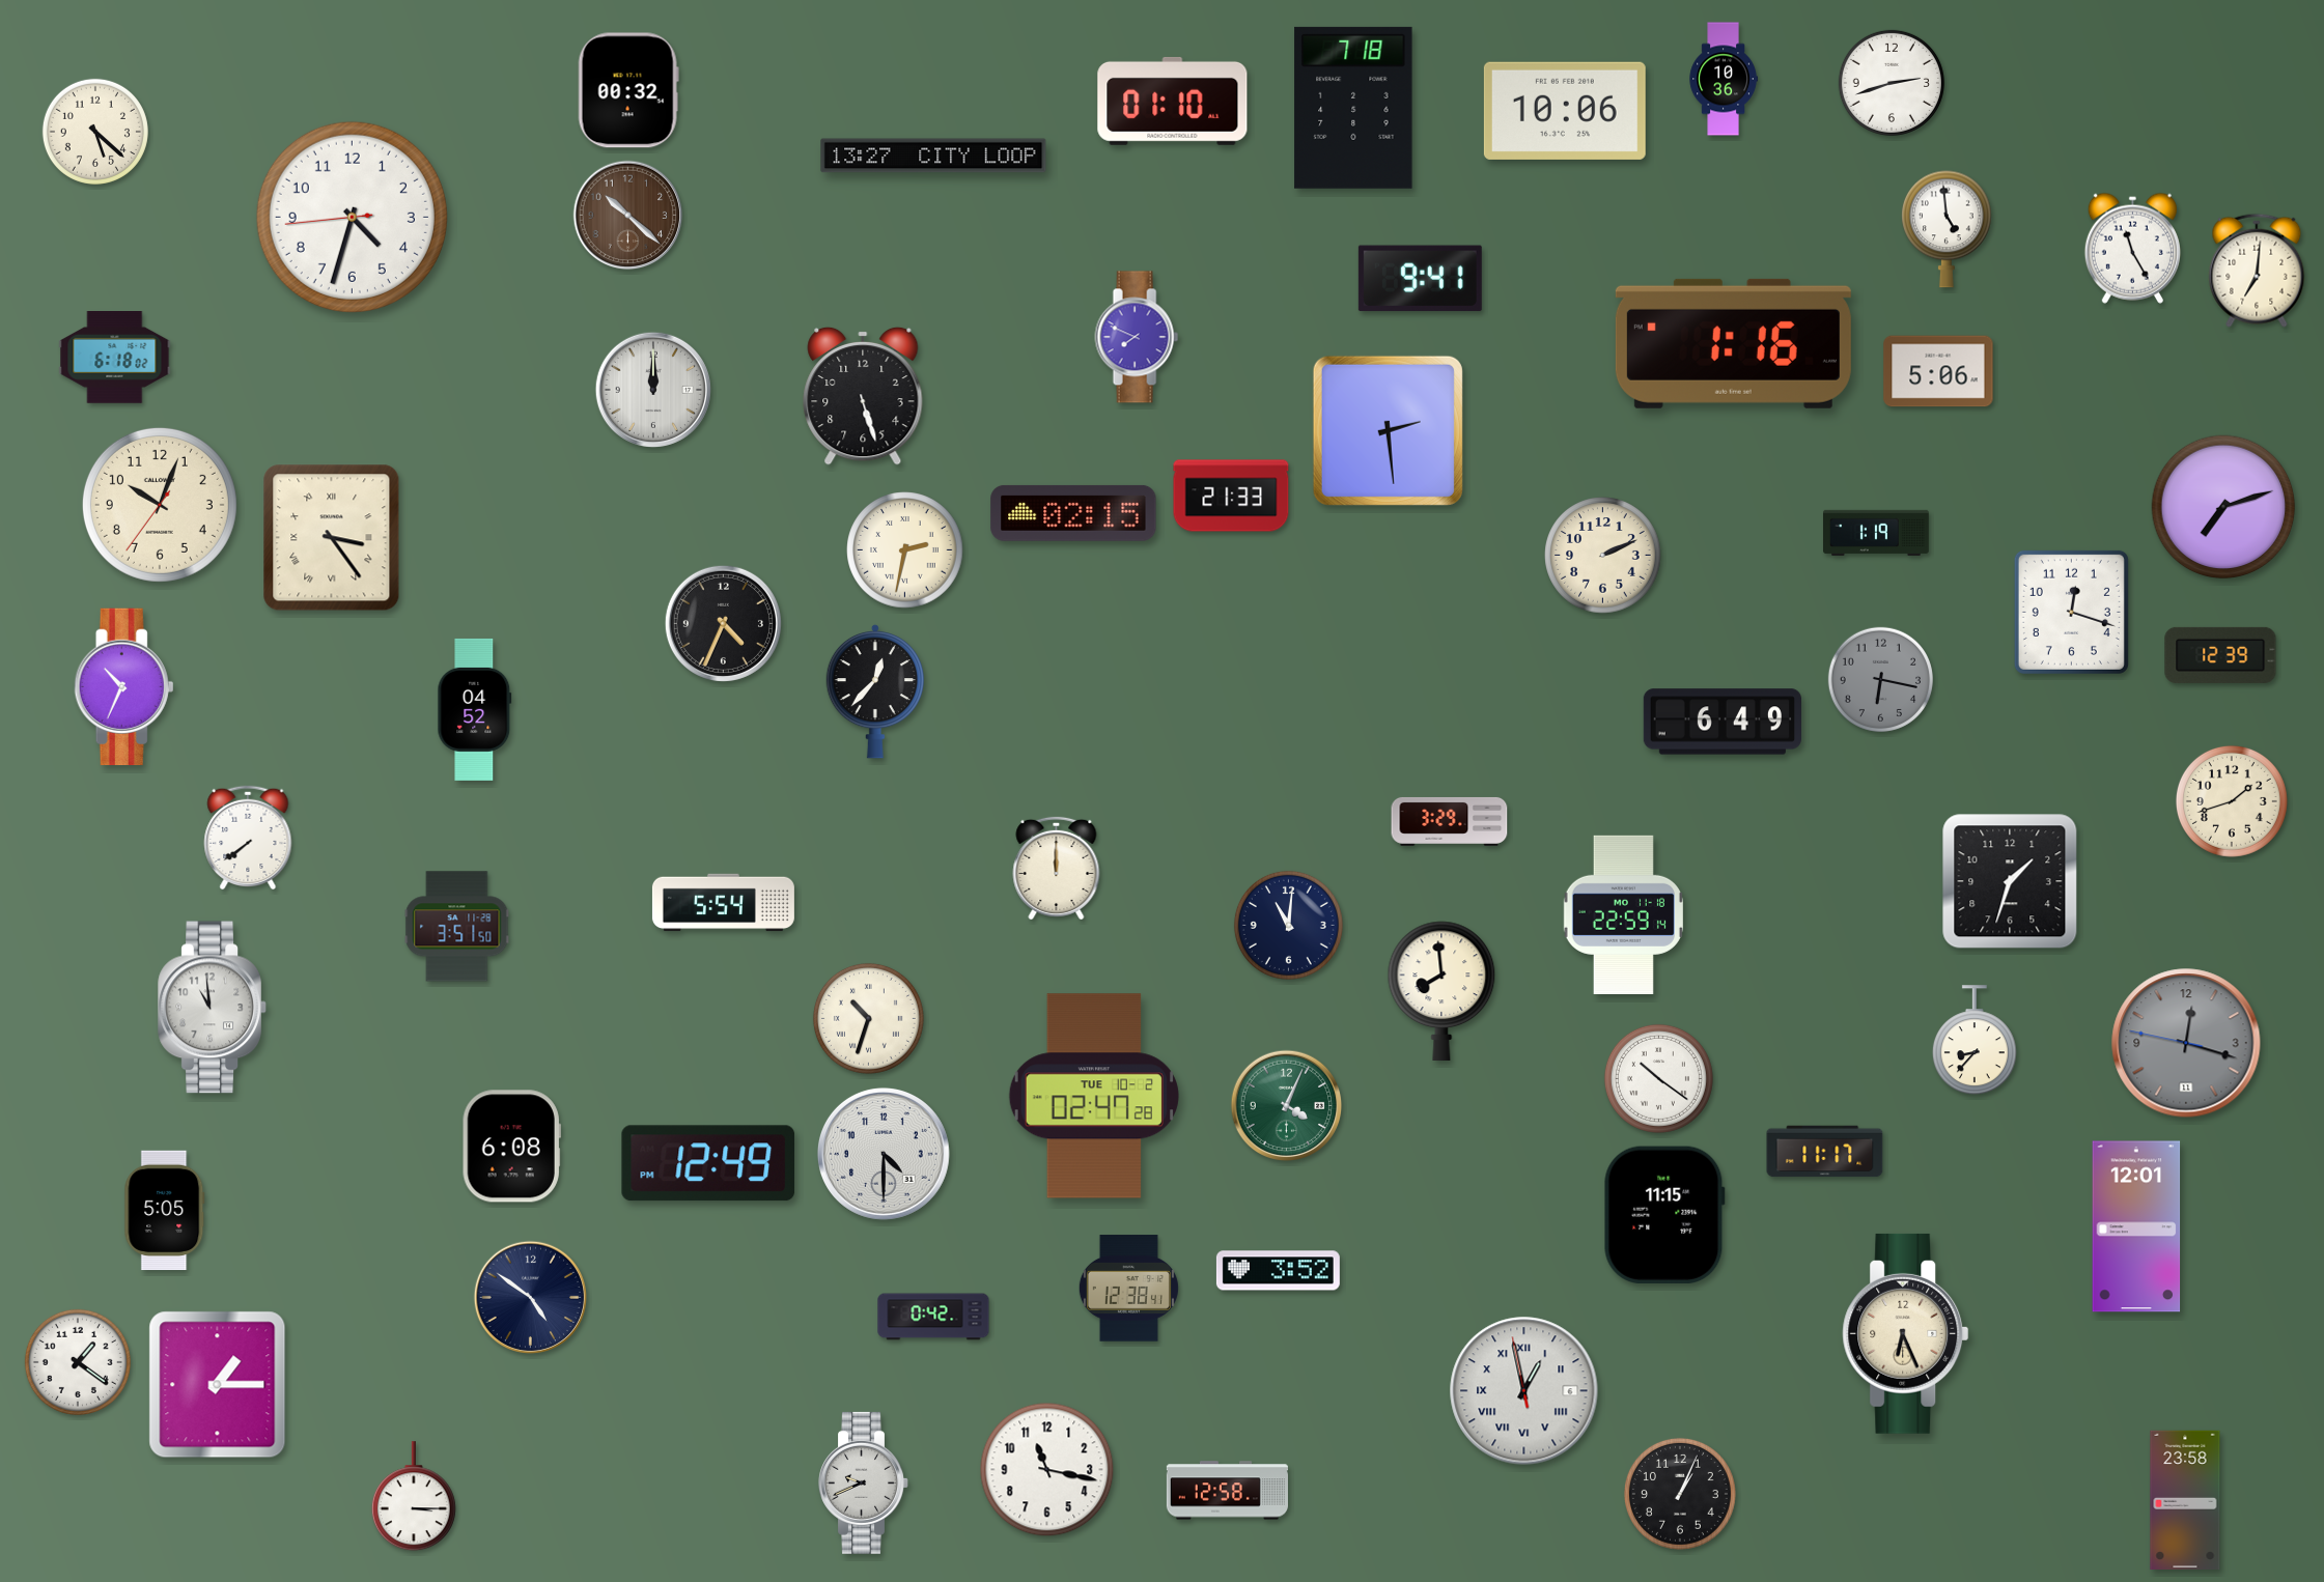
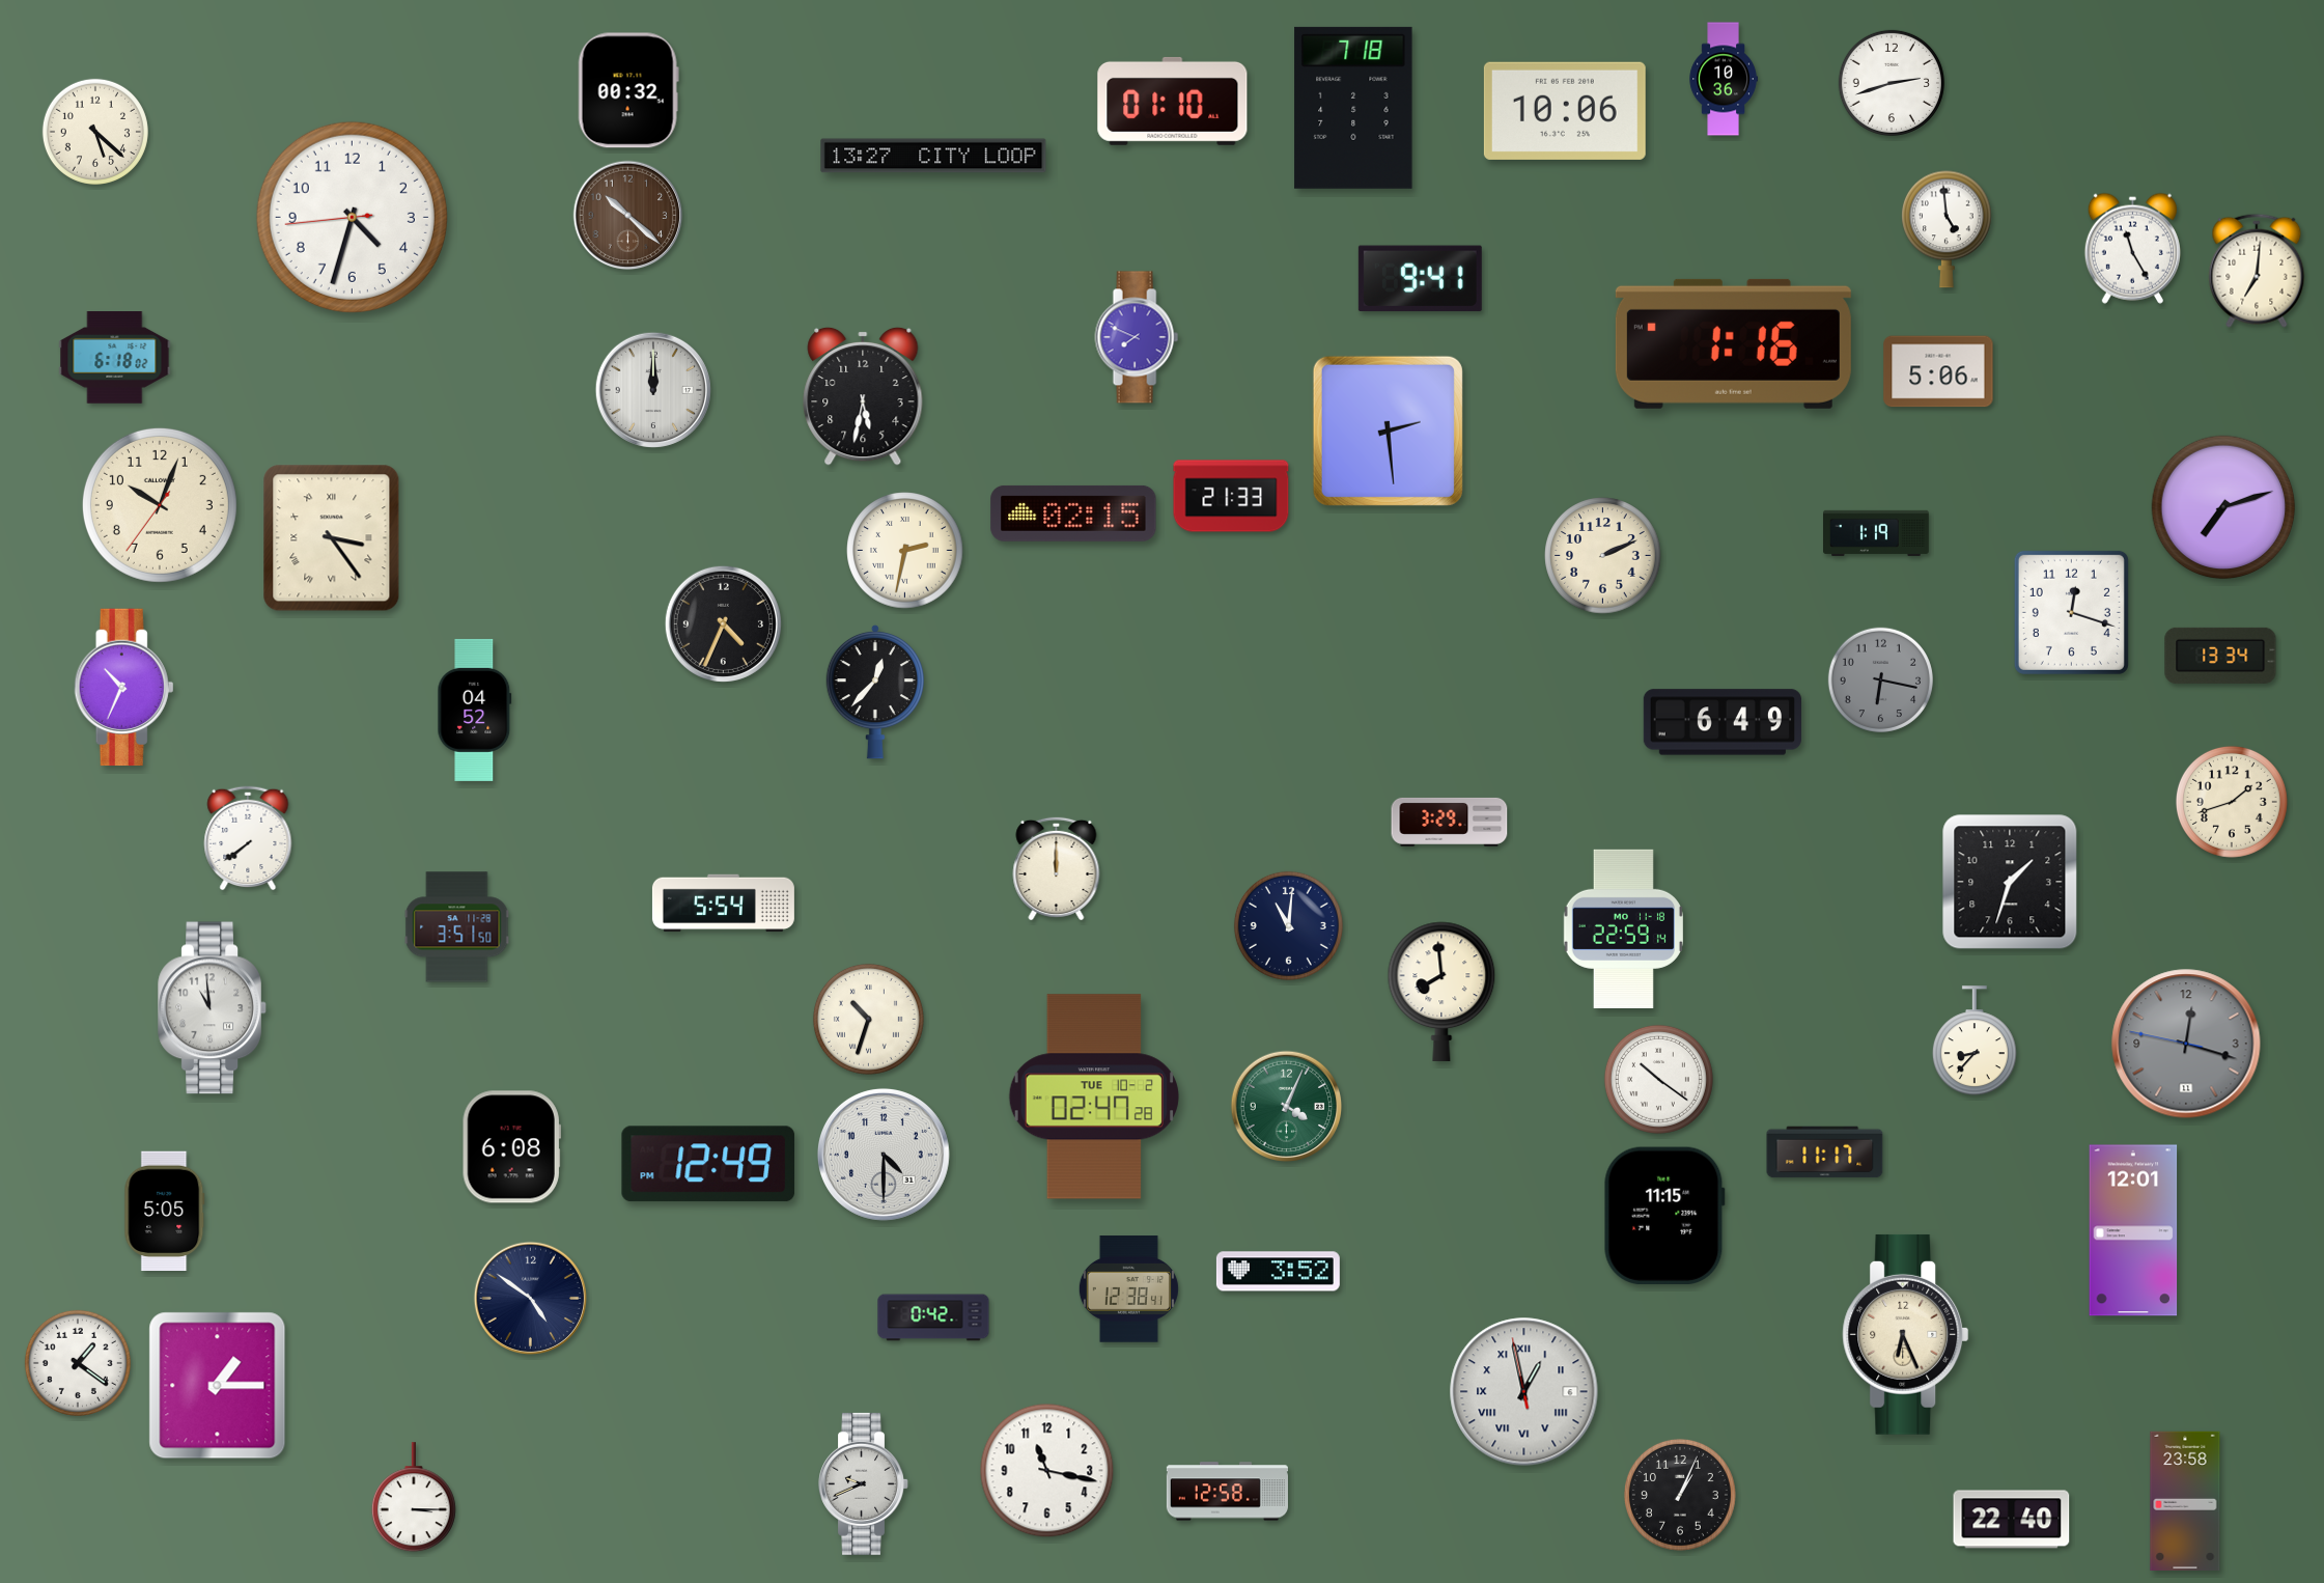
clock at (863, 396): 5:27 -> 5:32
clock at (2220, 655): 12:39 -> 13:34
clock at (1623, 914) position: (1623, 914) -> (1623, 928)
clock at (2136, 1226) position: (2136, 1226) -> (2133, 1230)
clock at (2012, 1520): none -> 22:40
